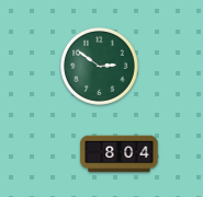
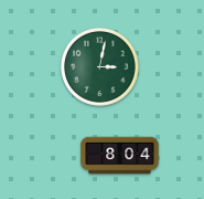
clock at (100, 67): 2:51 -> 3:02
